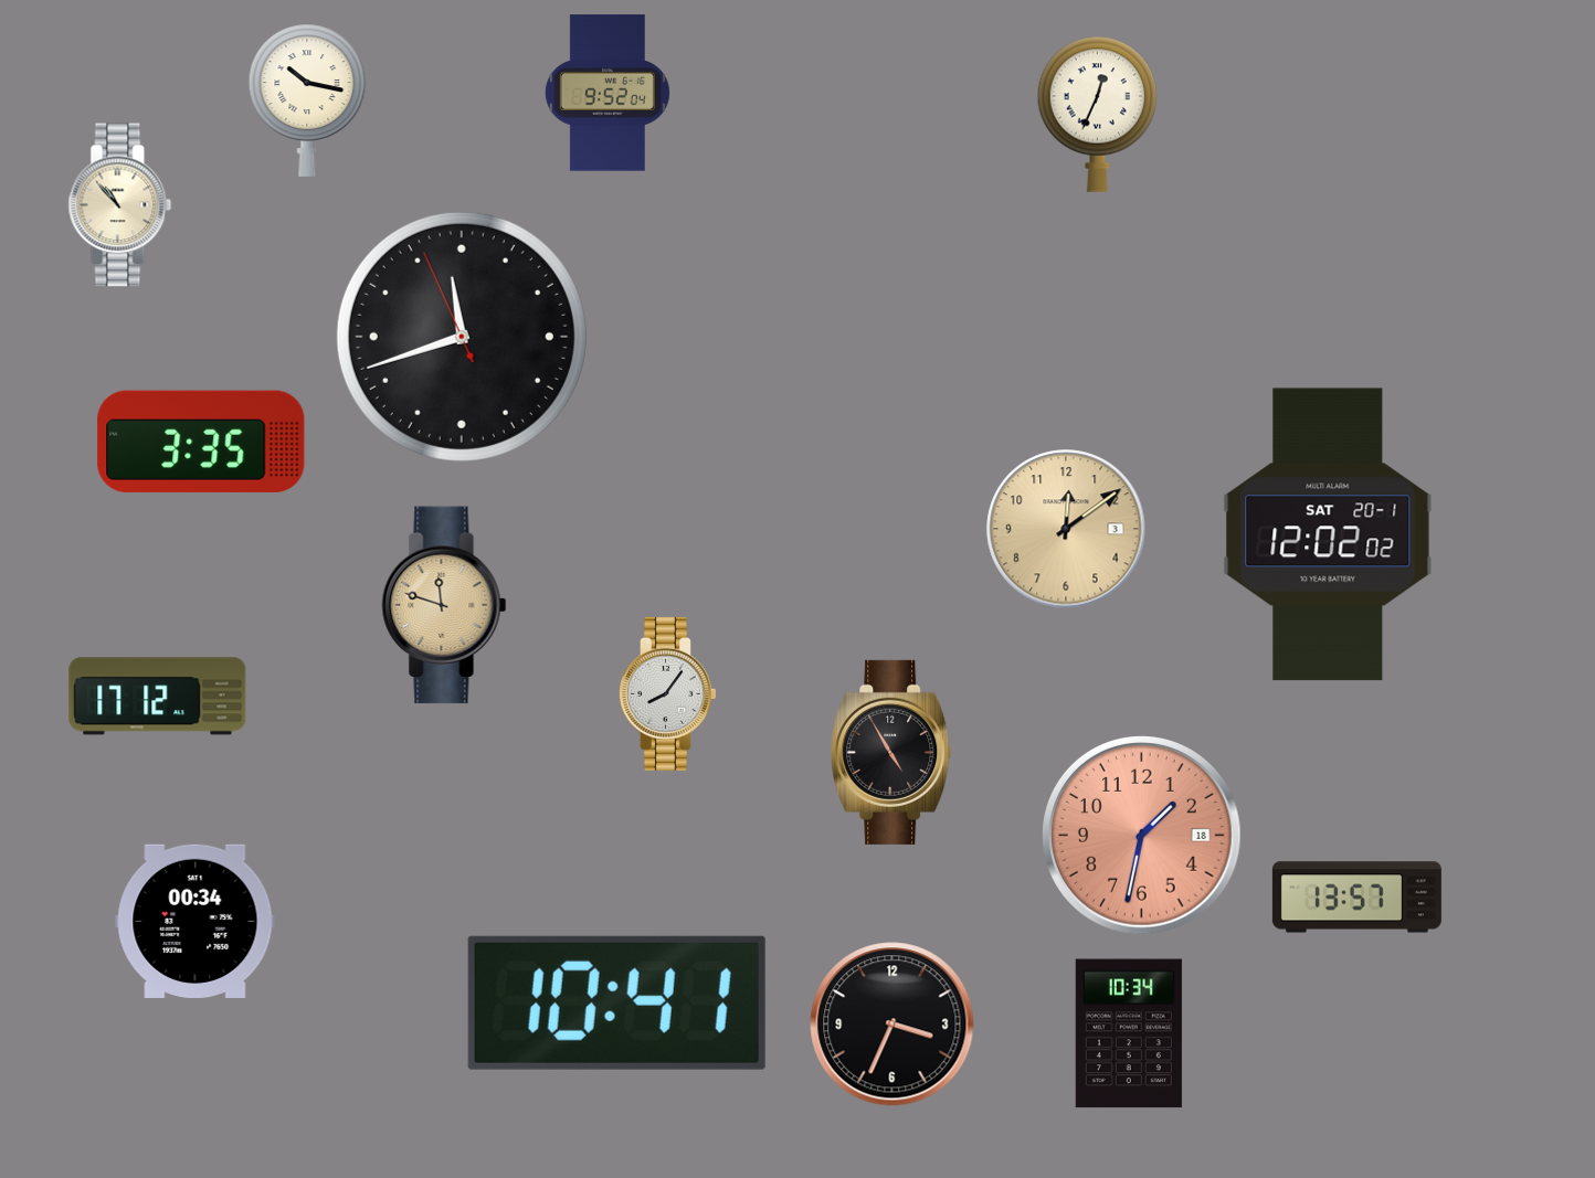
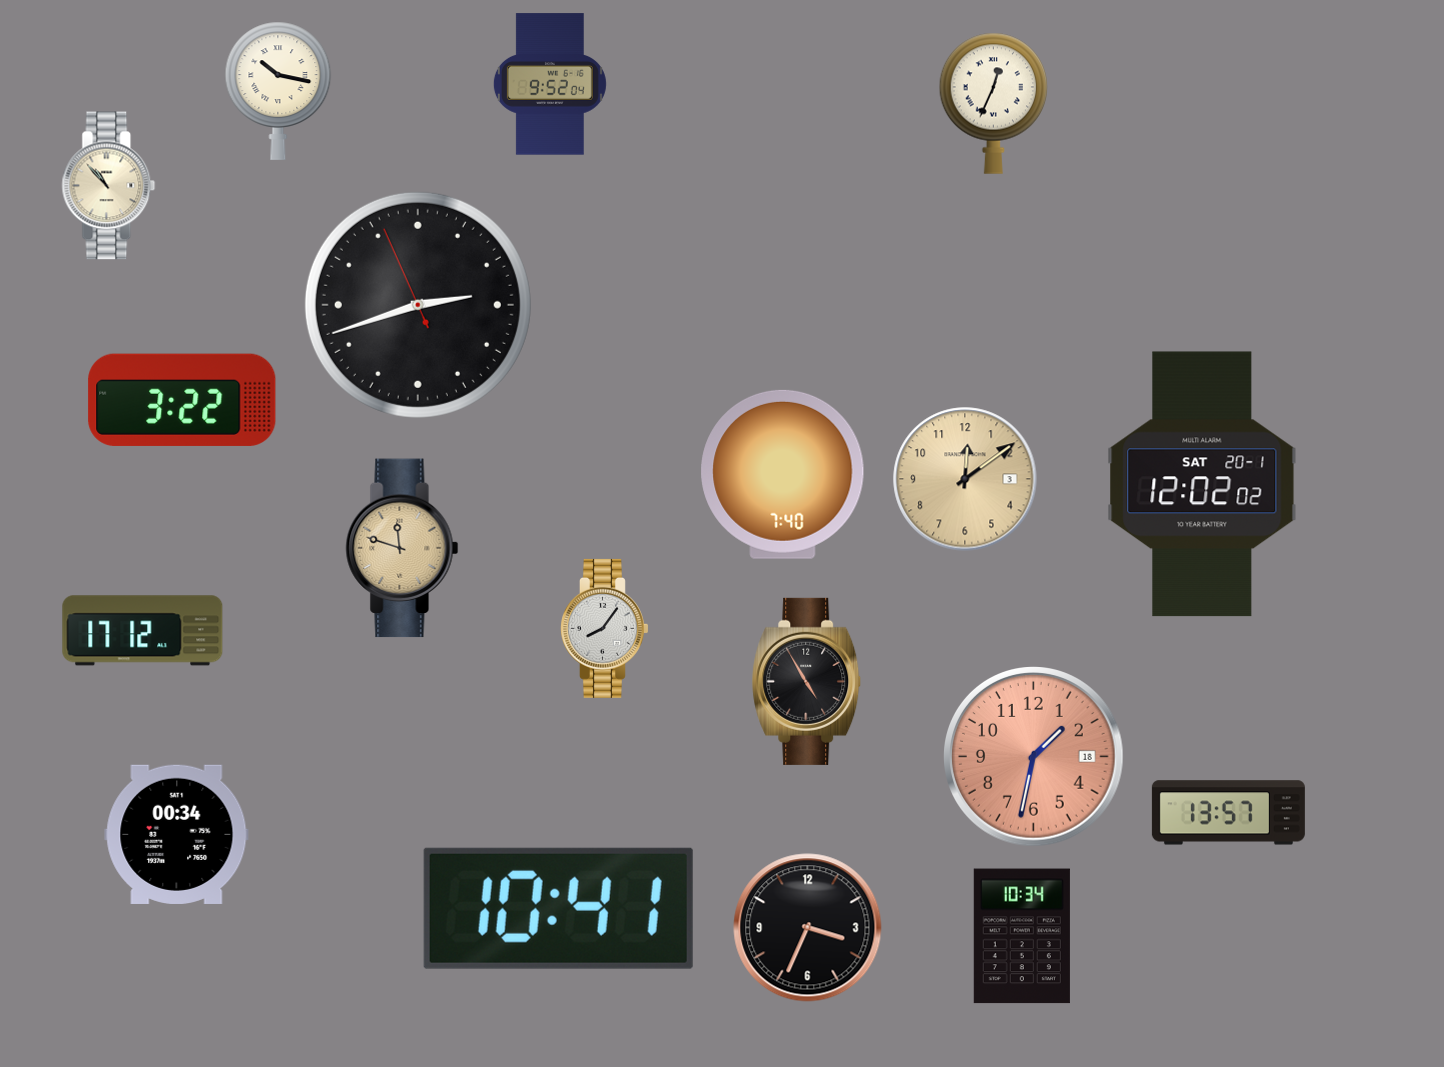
clock at (462, 337): 11:41 -> 2:41
clock at (201, 442): 3:35 -> 3:22
clock at (783, 474): none -> 7:40
